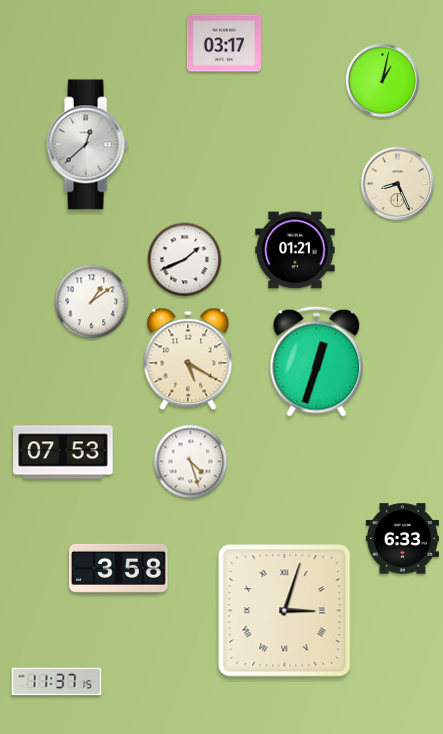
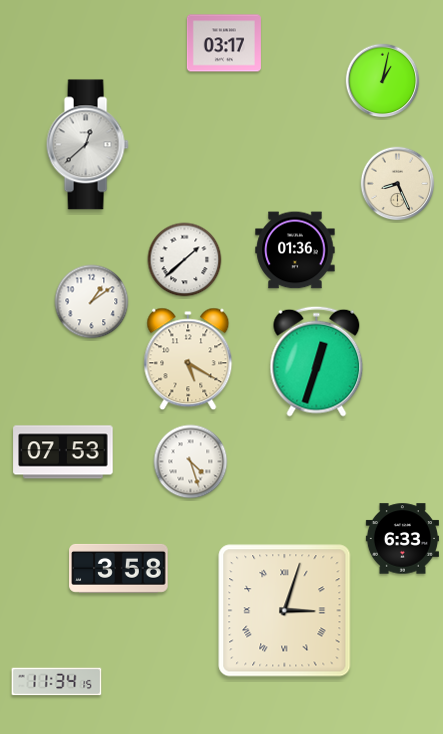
clock at (295, 250): 01:21 -> 01:36
clock at (185, 260): 1:41 -> 1:38
clock at (57, 682): 11:37 -> 11:34
